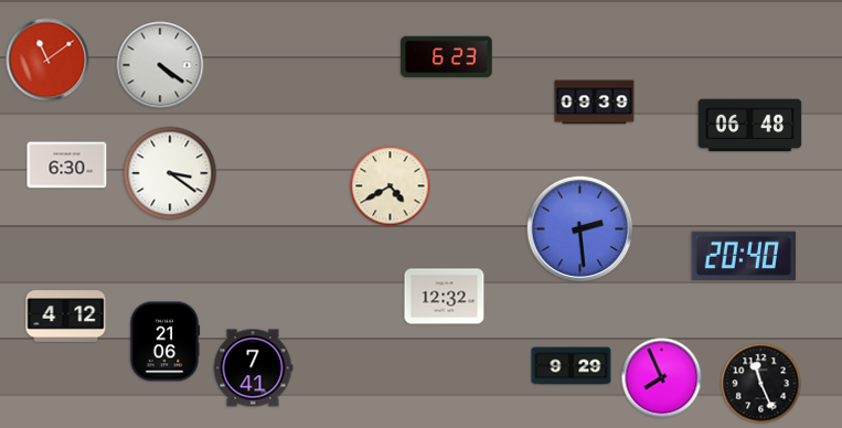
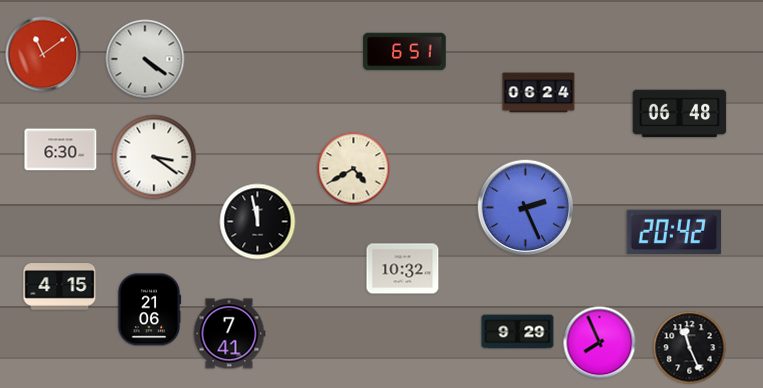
clock at (447, 57): 6:23 -> 6:51
clock at (595, 103): 09:39 -> 06:24
clock at (580, 229): 2:29 -> 2:26
clock at (258, 222): none -> 11:58
clock at (744, 255): 20:40 -> 20:42
clock at (445, 297): 12:32 -> 10:32
clock at (66, 317): 4:12 -> 4:15
